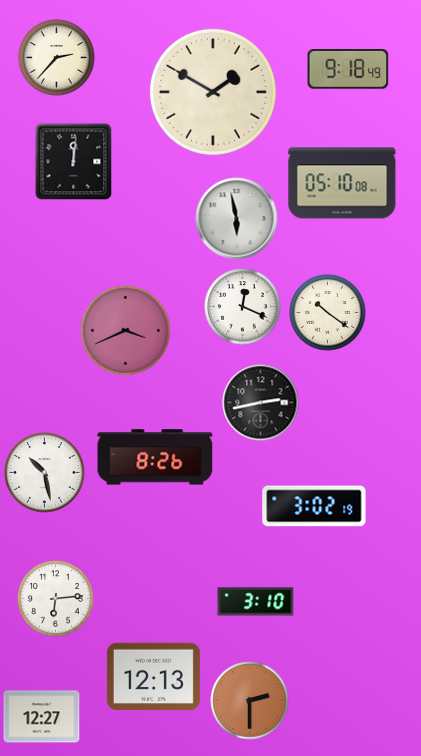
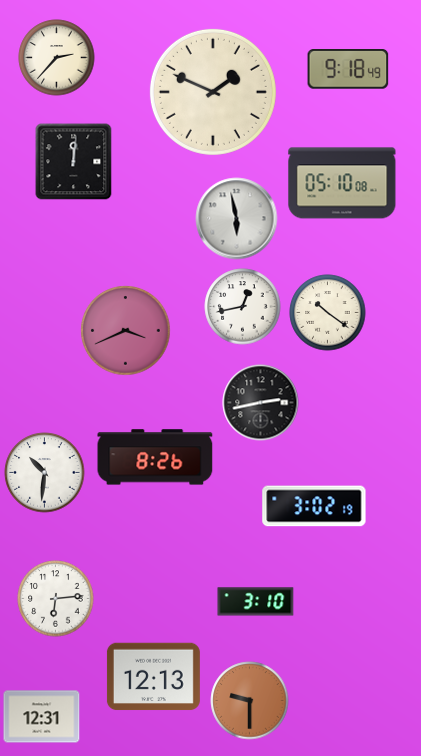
clock at (213, 92): 1:50 -> 1:49
clock at (243, 307): 12:19 -> 12:43
clock at (45, 473): 10:28 -> 10:31
clock at (250, 701): 2:30 -> 9:30
clock at (42, 717): 12:27 -> 12:31
